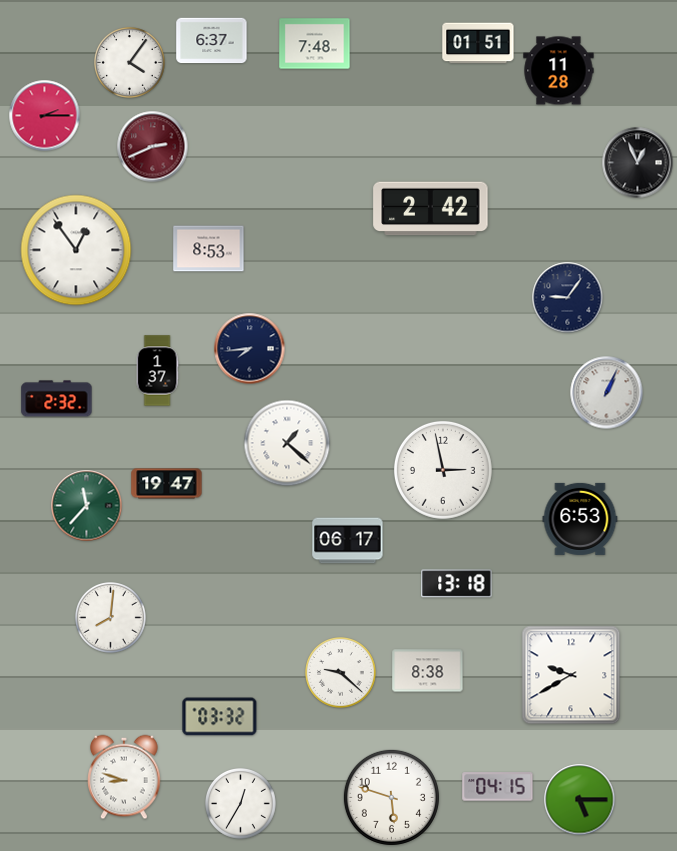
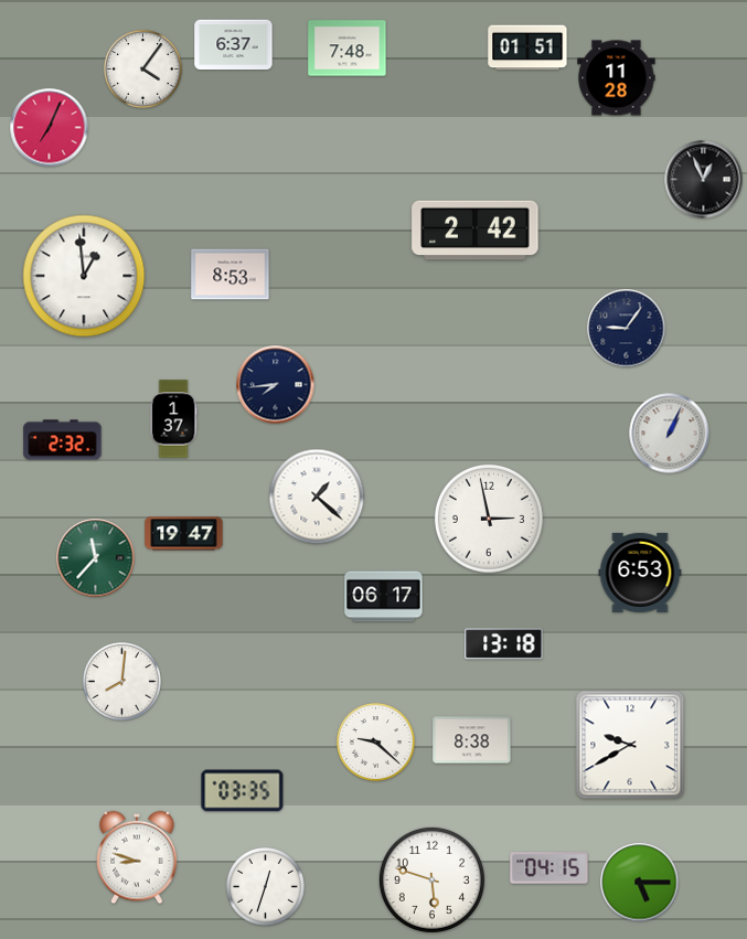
clock at (45, 116): 2:15 -> 7:04
clock at (153, 147): 2:41 -> none
clock at (76, 250): 12:54 -> 12:59
clock at (157, 371) position: (157, 371) -> (173, 419)
clock at (287, 443) position: (287, 443) -> (317, 497)
clock at (220, 717): 03:32 -> 03:35
clock at (241, 804): 12:35 -> 12:33
